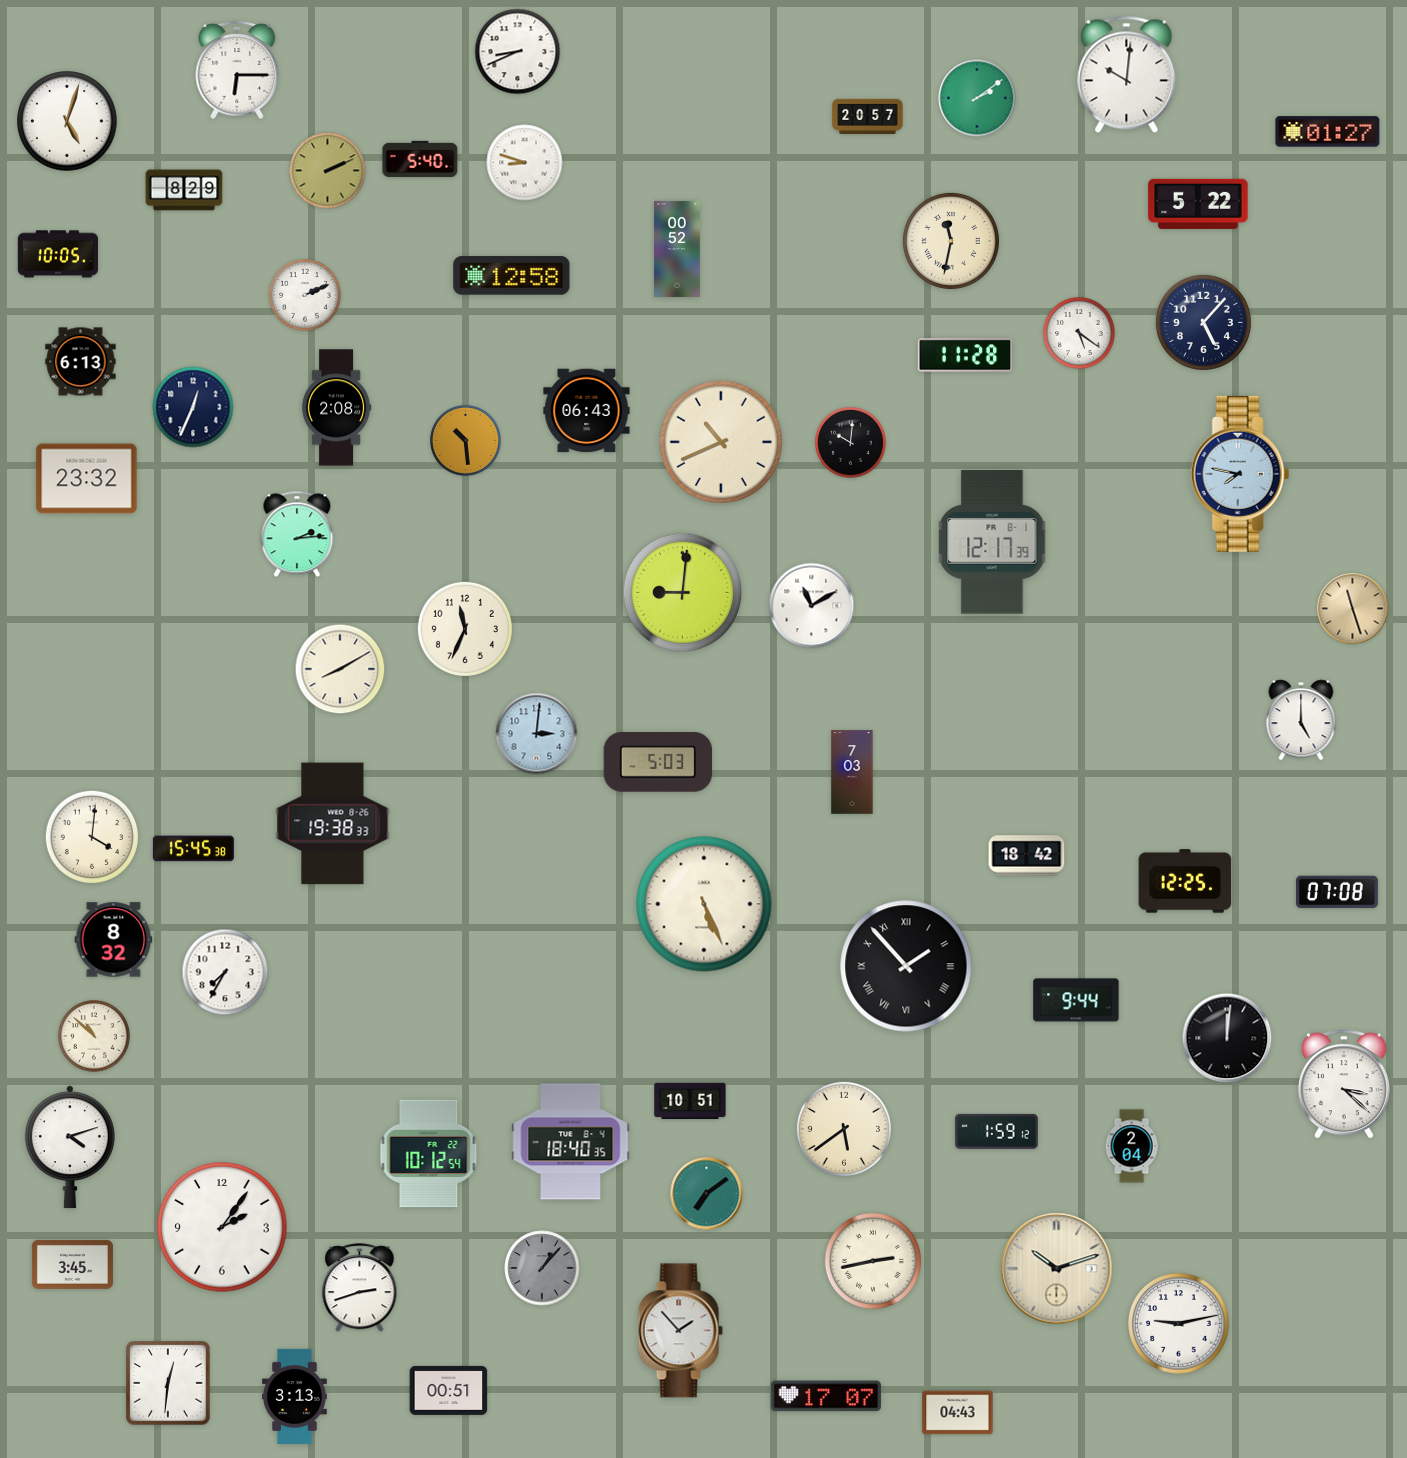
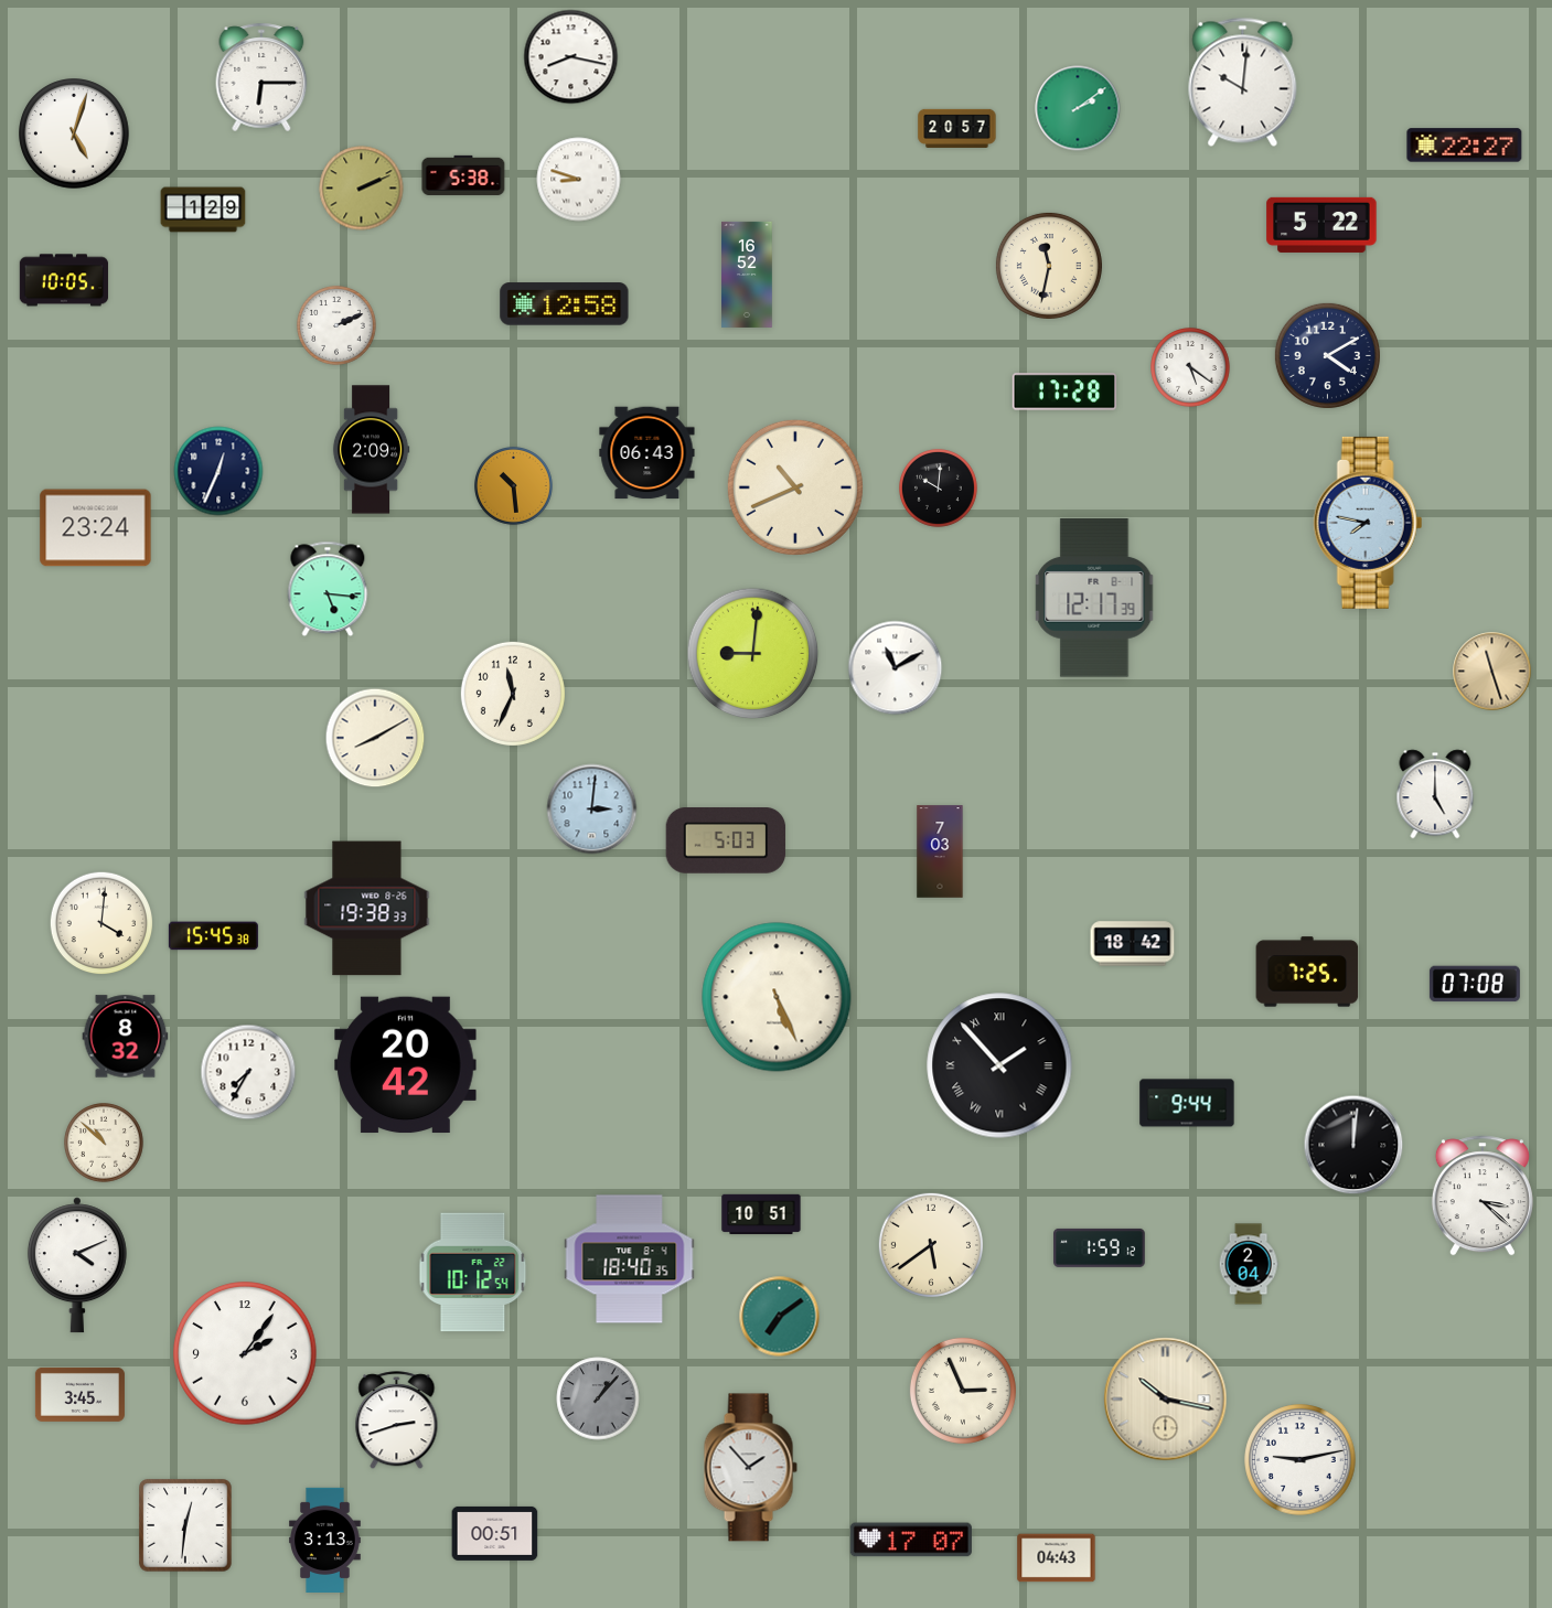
clock at (518, 52): 8:41 -> 8:17
clock at (1328, 132): 01:27 -> 22:27
clock at (420, 159): 5:40 -> 5:38
clock at (184, 190): 8:29 -> 1:29
clock at (677, 249): 00:52 -> 16:52
clock at (1203, 322): 5:07 -> 4:10
clock at (965, 355): 11:28 -> 17:28
clock at (81, 362): 6:13 -> none
clock at (193, 407) position: (193, 407) -> (218, 471)
clock at (336, 408): 2:08 -> 2:09
clock at (87, 479): 23:32 -> 23:24
clock at (297, 534): 2:14 -> 5:16
clock at (1185, 881): 12:25 -> 7:25
clock at (406, 1065): none -> 20:42
clock at (70, 1147): 4:12 -> 4:11
clock at (873, 1261): 2:43 -> 2:56
clock at (1057, 1269): 10:12 -> 10:17
